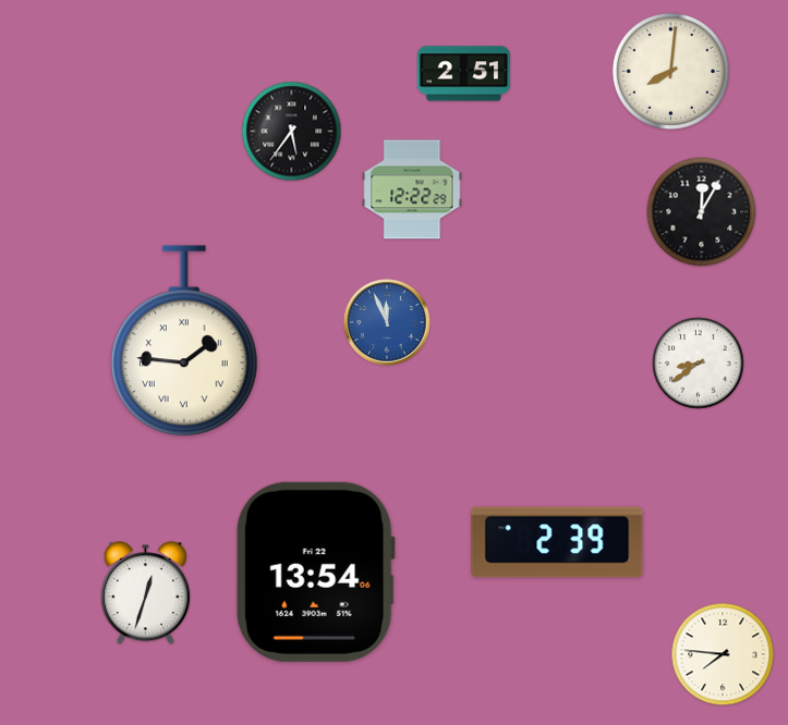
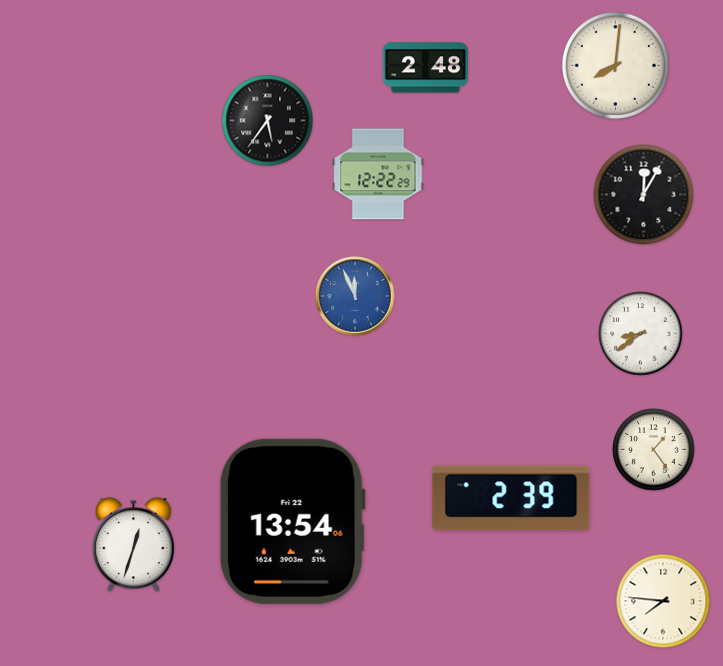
clock at (463, 74): 2:51 -> 2:48
clock at (184, 342): 1:46 -> none
clock at (654, 450): none -> 1:24
clock at (315, 572) position: (315, 572) -> (292, 521)
